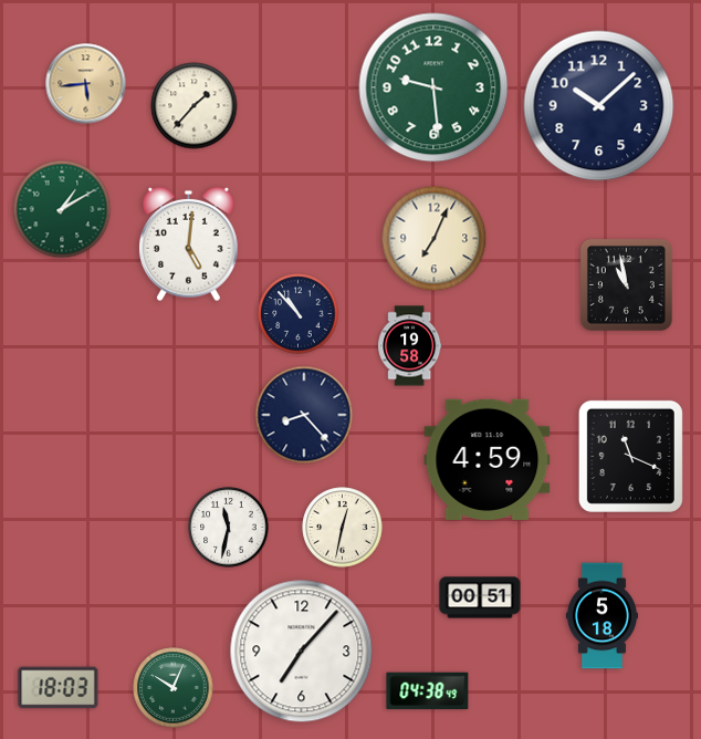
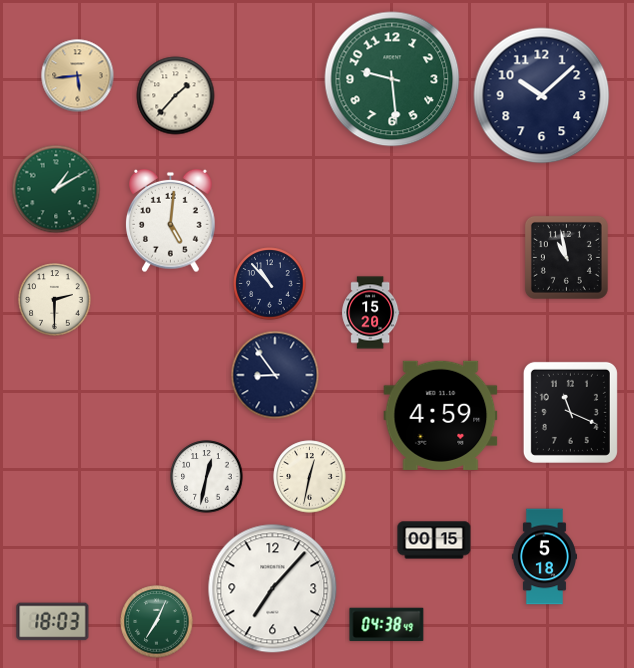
clock at (435, 239): 7:04 -> none
clock at (55, 300): none -> 2:30
clock at (410, 346): 19:58 -> 15:20
clock at (304, 415): 8:23 -> 8:54
clock at (229, 528): 11:32 -> 12:32
clock at (480, 597): 00:51 -> 00:15
clock at (174, 688): 10:04 -> 7:04
